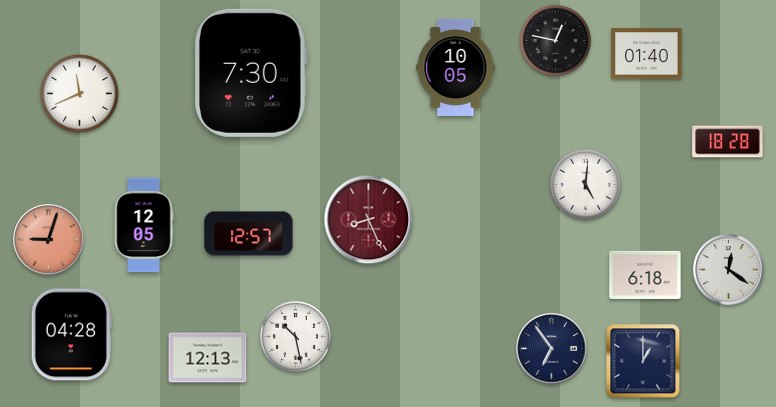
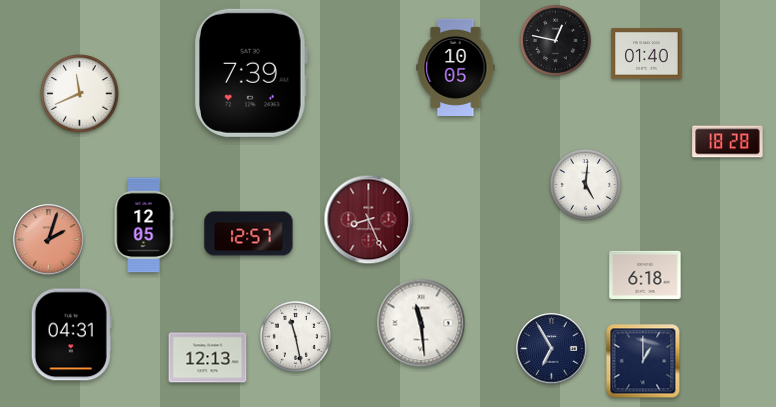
clock at (251, 73): 7:30 -> 7:39
clock at (49, 240): 9:03 -> 2:03
clock at (729, 270): 12:21 -> none
clock at (421, 323): none -> 11:29
clock at (71, 335): 04:28 -> 04:31
clock at (295, 336): 10:28 -> 11:28
clock at (552, 349): 6:54 -> 6:55
